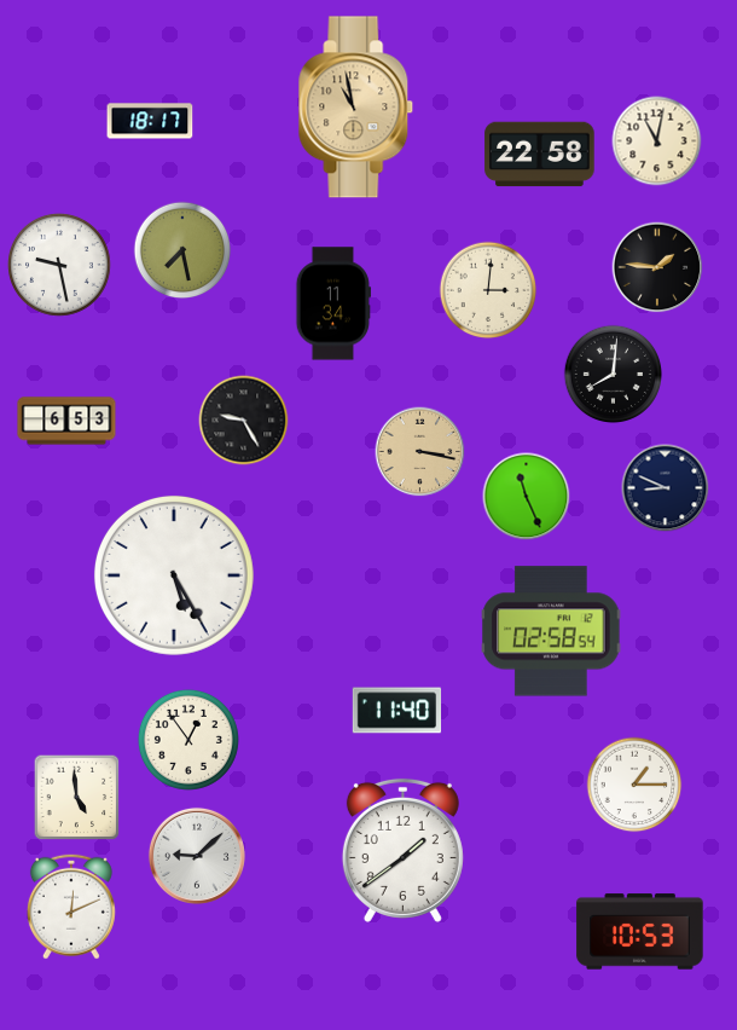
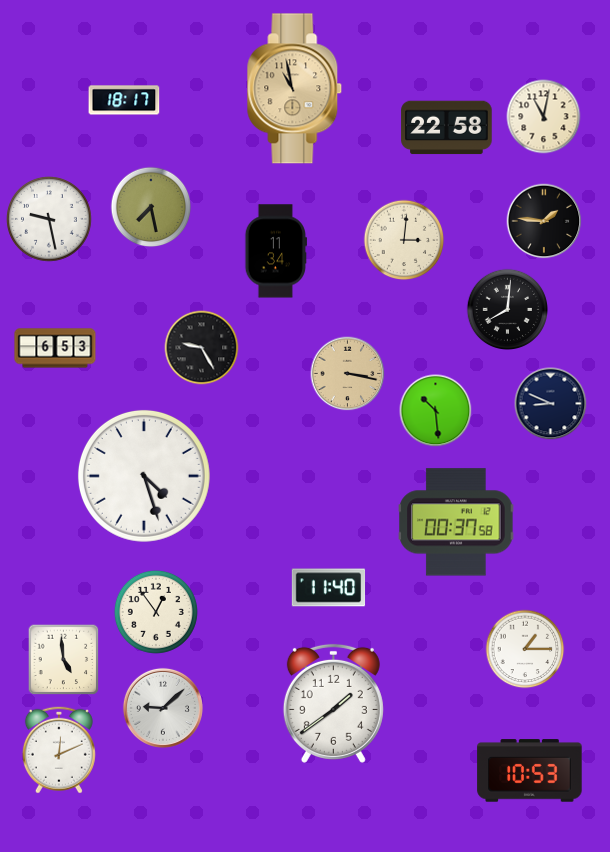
clock at (527, 497): 11:26 -> 10:29
clock at (174, 575): 5:25 -> 4:27
clock at (551, 631): 02:58 -> 00:37
